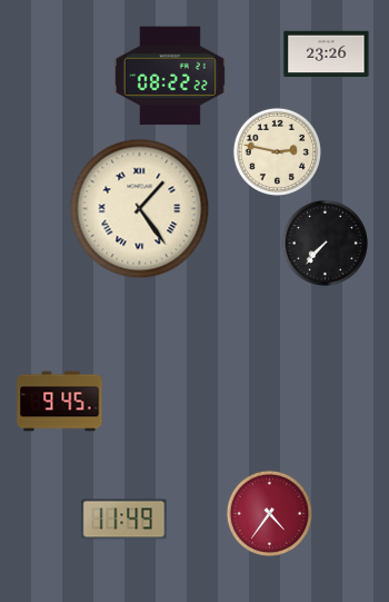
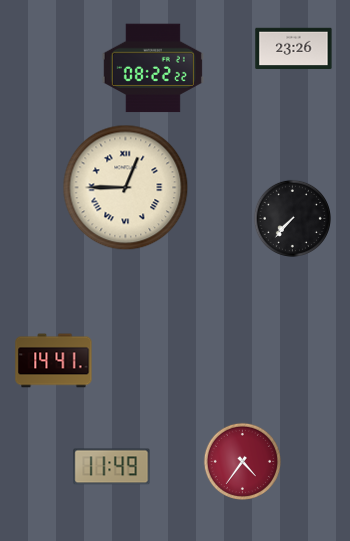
clock at (277, 151): 2:47 -> none
clock at (140, 209): 1:24 -> 12:45
clock at (60, 402): 9:45 -> 14:41
